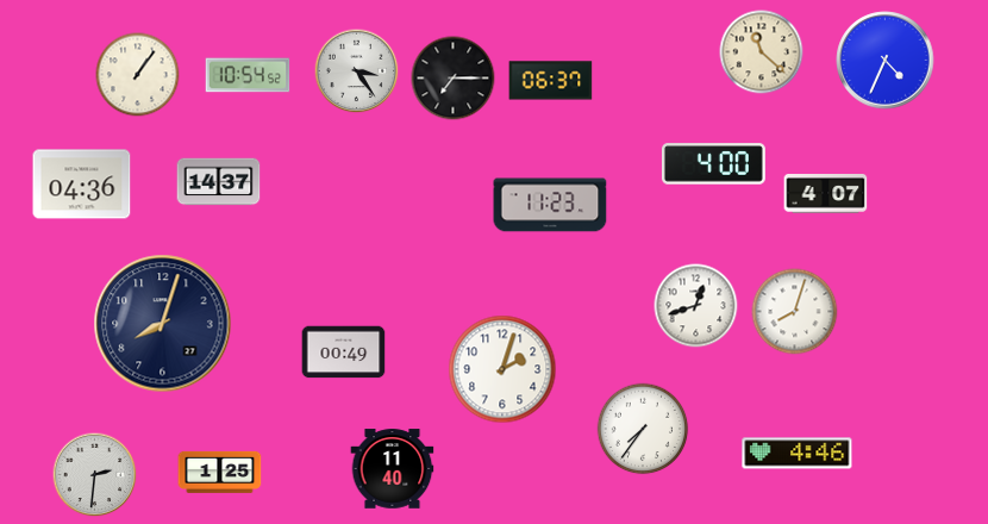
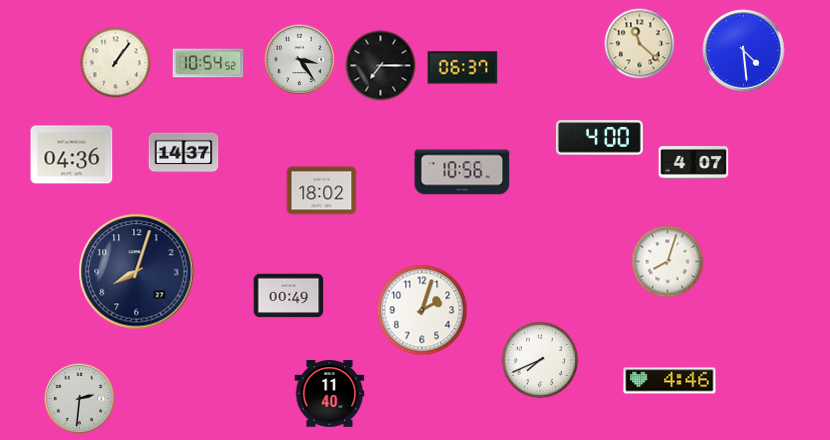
clock at (886, 61): 4:34 -> 4:29
clock at (82, 185) position: (82, 185) -> (72, 155)
clock at (550, 205): 11:23 -> 10:56
clock at (322, 191): none -> 18:02
clock at (696, 306): 12:42 -> none
clock at (643, 429): 7:36 -> 7:41
clock at (220, 472): 1:25 -> none
